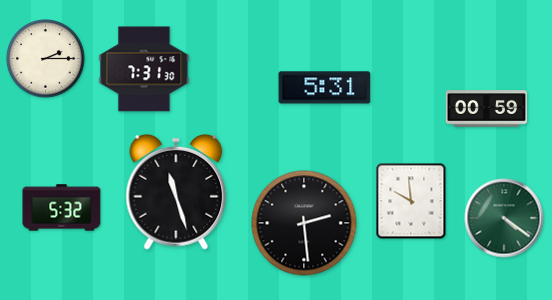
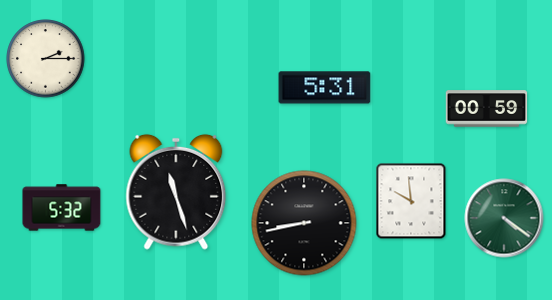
clock at (144, 69): 7:31 -> none
clock at (304, 223): 2:29 -> 8:43
